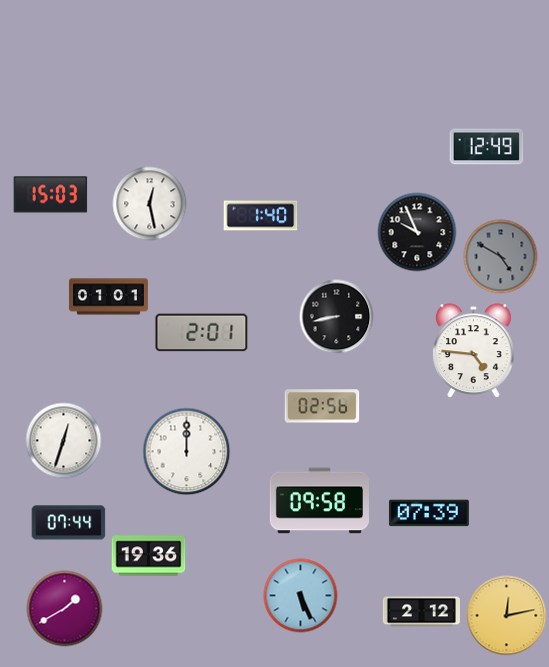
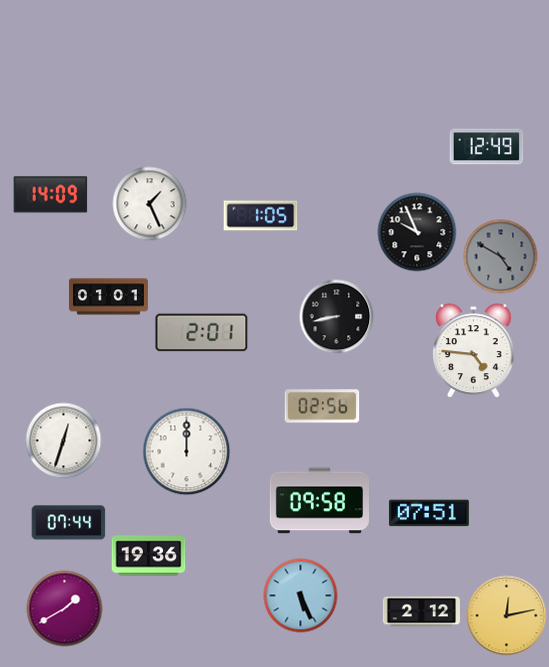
clock at (51, 195): 15:03 -> 14:09
clock at (150, 204): 12:28 -> 1:26
clock at (261, 216): 1:40 -> 1:05
clock at (429, 513): 07:39 -> 07:51
